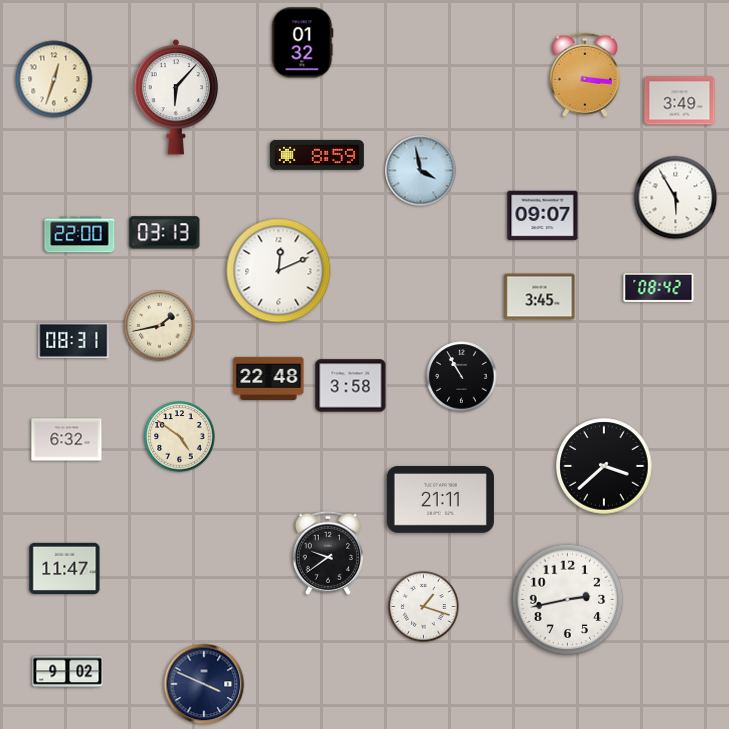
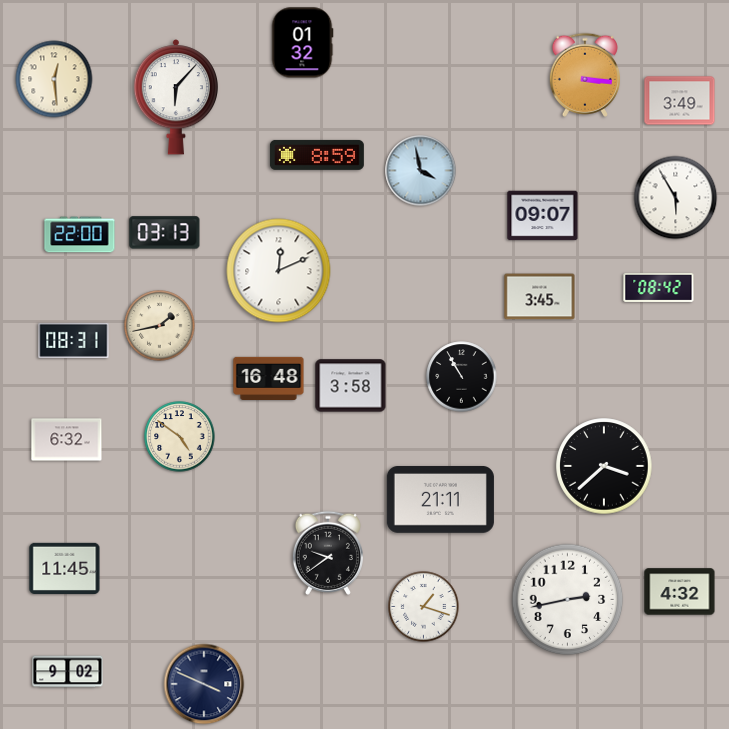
clock at (54, 79): 12:33 -> 12:29
clock at (269, 378): 22:48 -> 16:48
clock at (65, 568): 11:47 -> 11:45
clock at (680, 592): none -> 4:32
